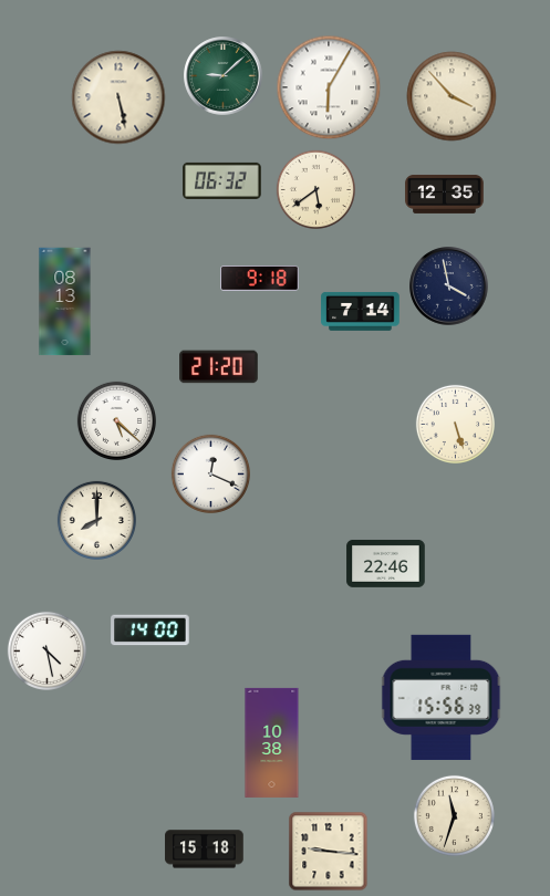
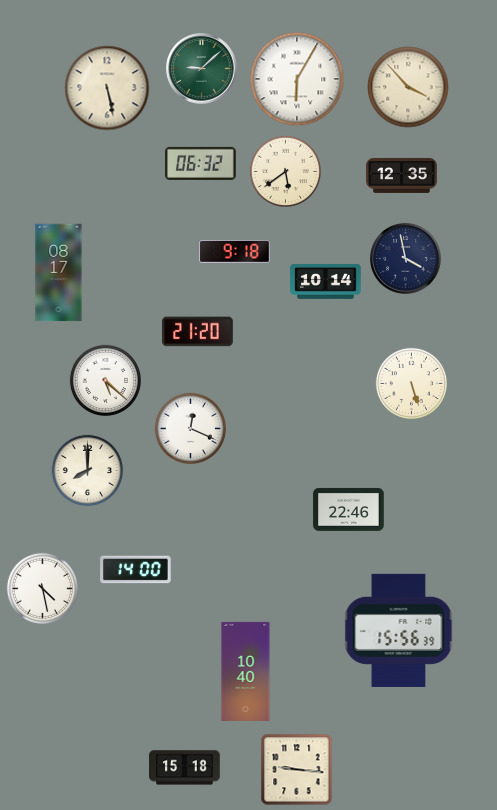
clock at (65, 302): 08:13 -> 08:17
clock at (361, 311): 7:14 -> 10:14
clock at (272, 742): 10:38 -> 10:40
clock at (454, 815): 11:33 -> none
